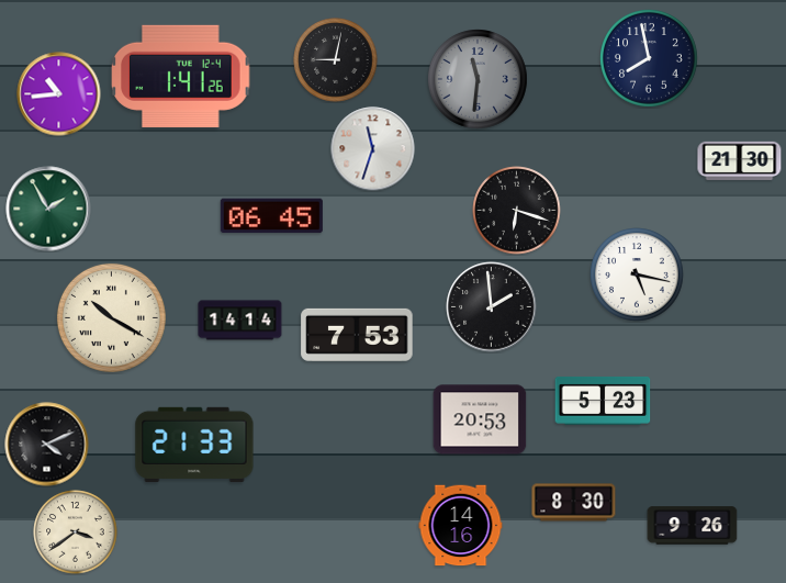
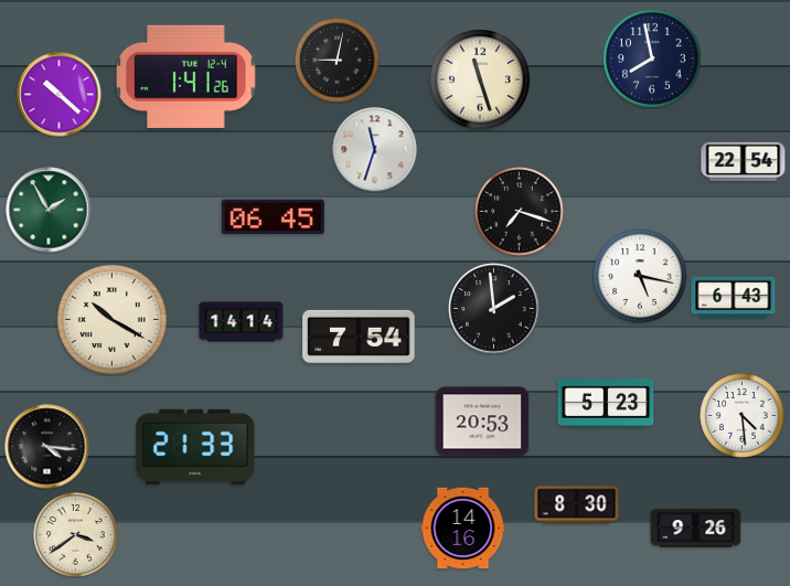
clock at (181, 76) position: (181, 76) -> (186, 76)
clock at (479, 80): 11:31 -> 11:27
clock at (479, 80) dial: grey -> cream
clock at (59, 94): 10:44 -> 10:22
clock at (740, 160): 21:30 -> 22:54
clock at (517, 211): 6:18 -> 7:18
clock at (734, 298): none -> 6:43
clock at (357, 335): 7:53 -> 7:54
clock at (743, 416): none -> 4:29
clock at (47, 445): 4:11 -> 4:16
